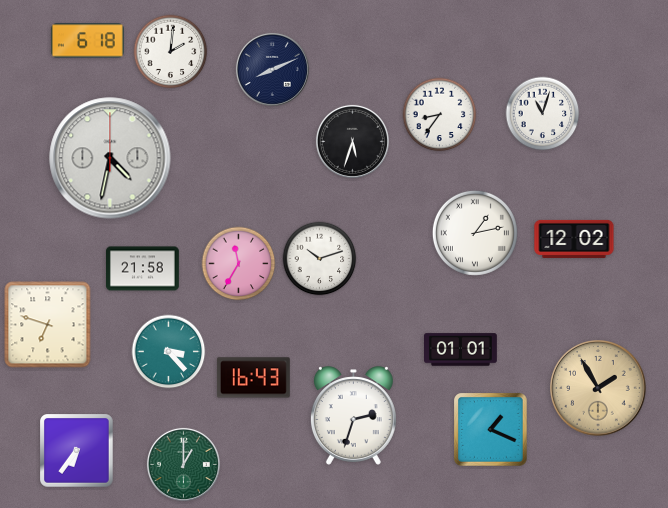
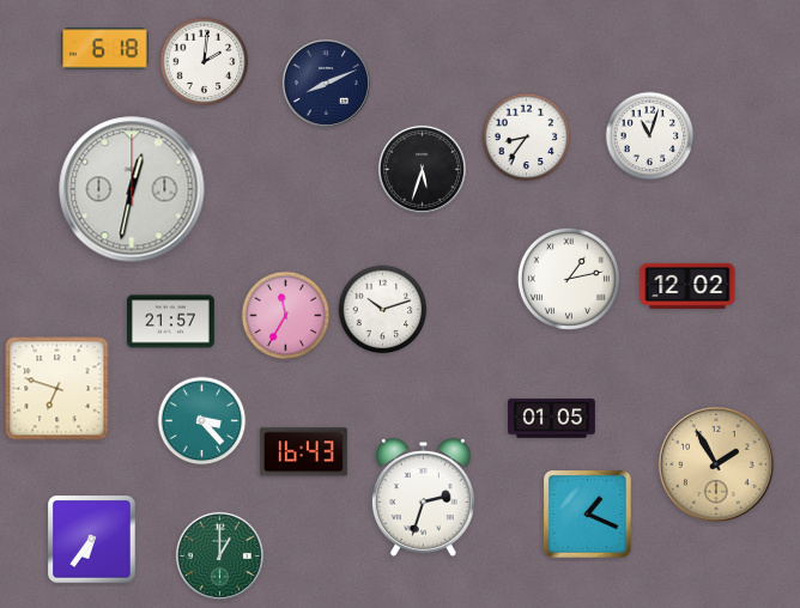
clock at (110, 158): 4:32 -> 12:32
clock at (143, 269): 21:58 -> 21:57
clock at (461, 350): 01:01 -> 01:05
